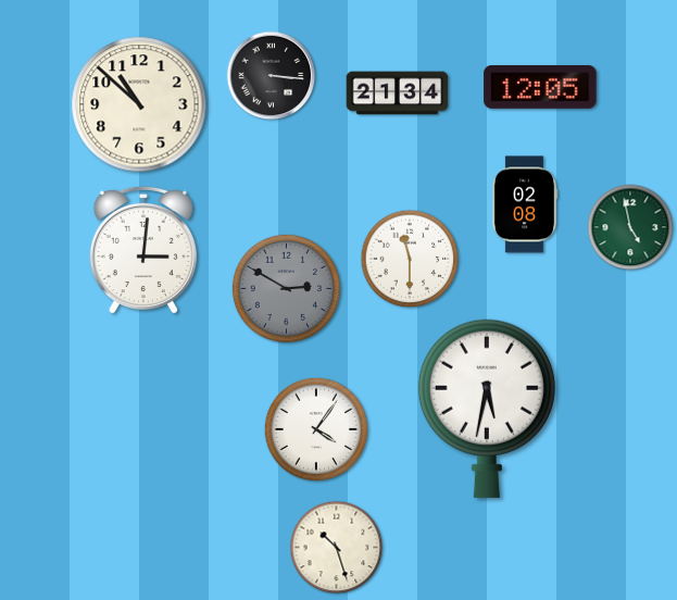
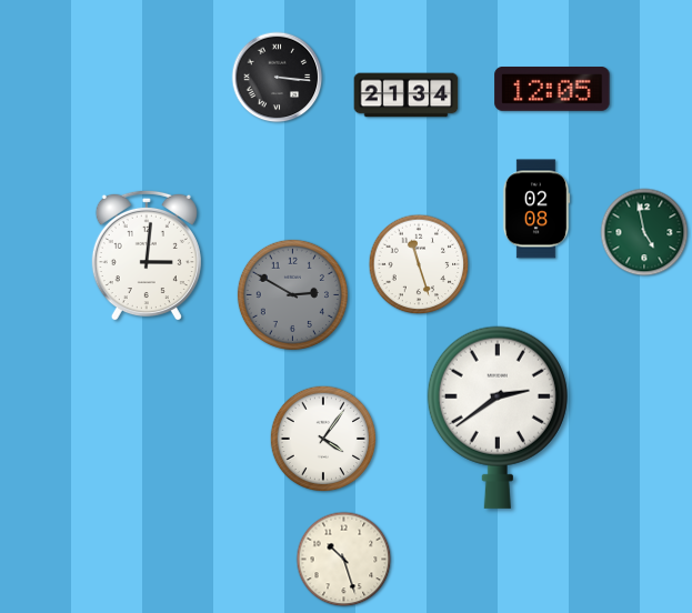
clock at (139, 104): 10:52 -> none
clock at (410, 259): 11:30 -> 11:27
clock at (487, 409): 5:32 -> 2:39
